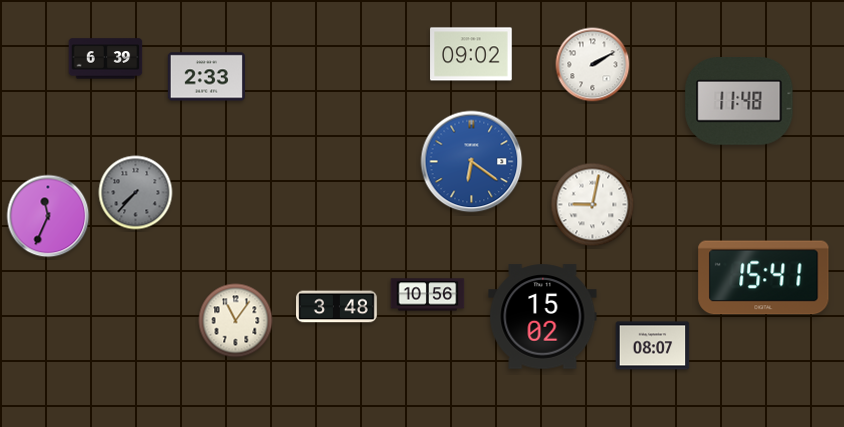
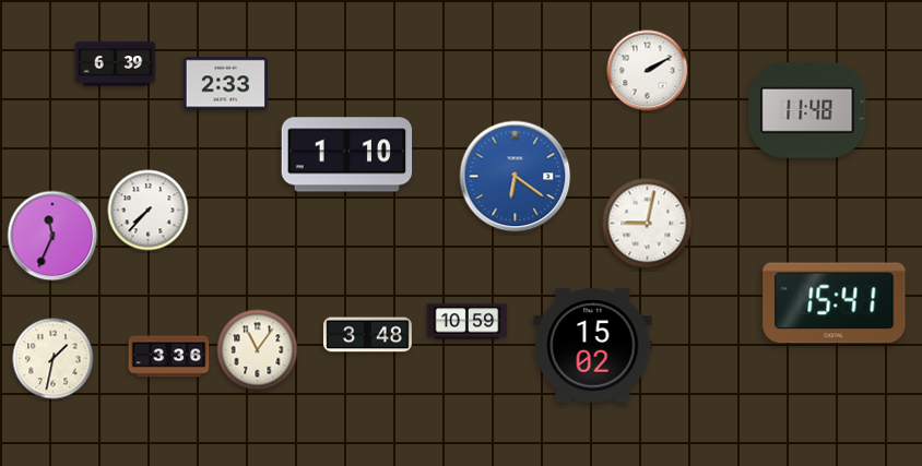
clock at (471, 54): 09:02 -> none
clock at (347, 155): none -> 1:10
clock at (136, 193) dial: grey -> white
clock at (428, 295): 10:56 -> 10:59
clock at (169, 357): none -> 3:36
clock at (54, 359): none -> 1:32
clock at (653, 346): 08:07 -> none
